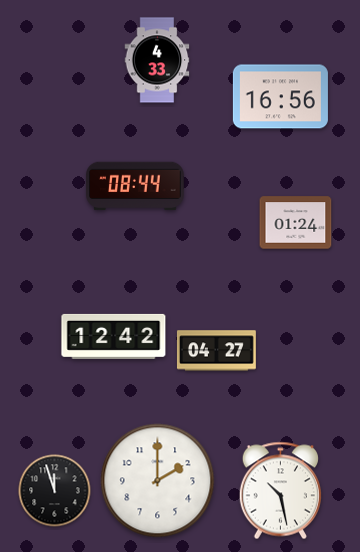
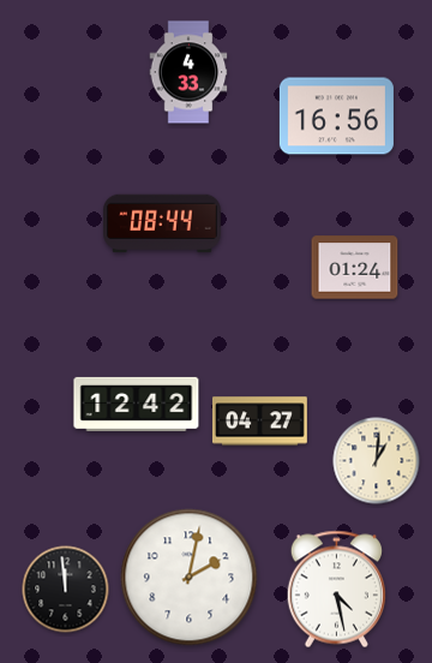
clock at (377, 461): none -> 1:01
clock at (158, 481): 2:00 -> 2:02
clock at (55, 491): 11:57 -> 11:59
clock at (280, 491): 10:28 -> 4:28
